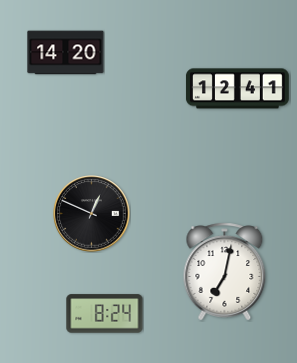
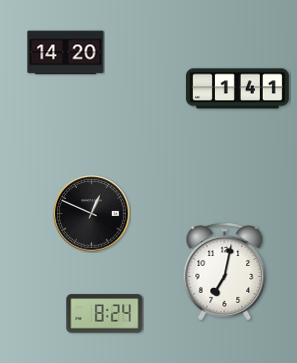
clock at (237, 89): 12:41 -> 1:41
